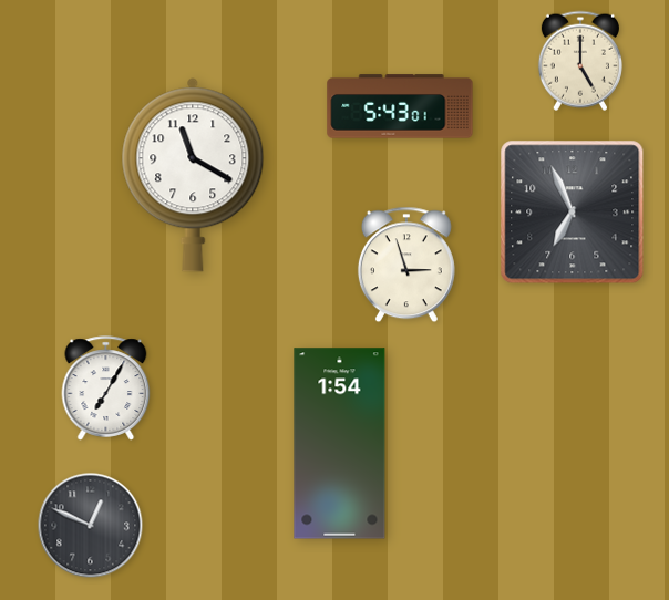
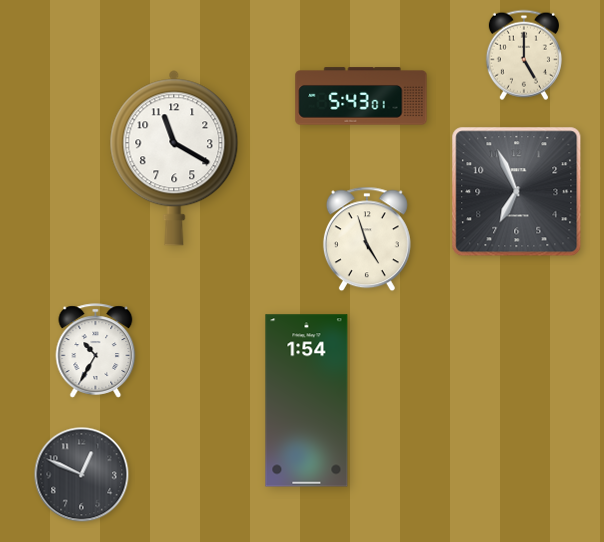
clock at (406, 265): 2:57 -> 4:57
clock at (106, 389): 7:05 -> 10:35
